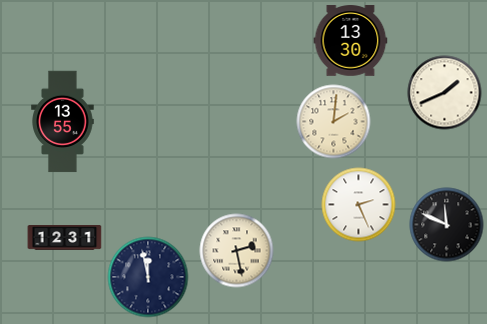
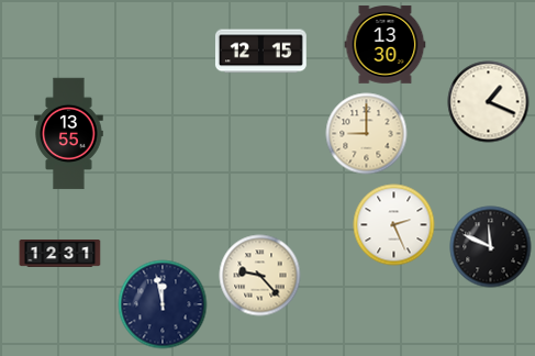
clock at (260, 52): none -> 12:15
clock at (445, 93): 1:41 -> 1:19
clock at (334, 122): 2:01 -> 9:00
clock at (65, 238) position: (65, 238) -> (60, 254)
clock at (237, 251): 2:28 -> 9:23
